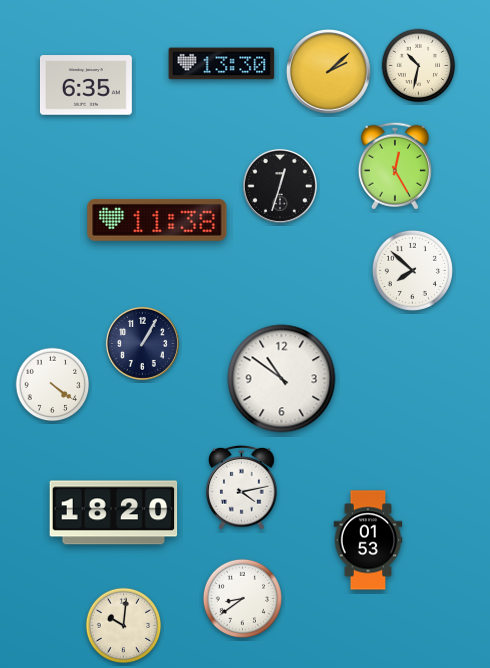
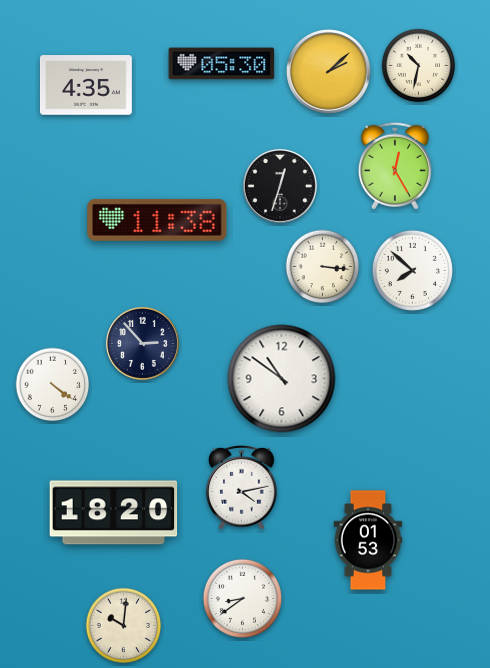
clock at (222, 64): 13:30 -> 05:30
clock at (86, 85): 6:35 -> 4:35
clock at (323, 267): none -> 3:16
clock at (142, 343): 1:05 -> 2:53
